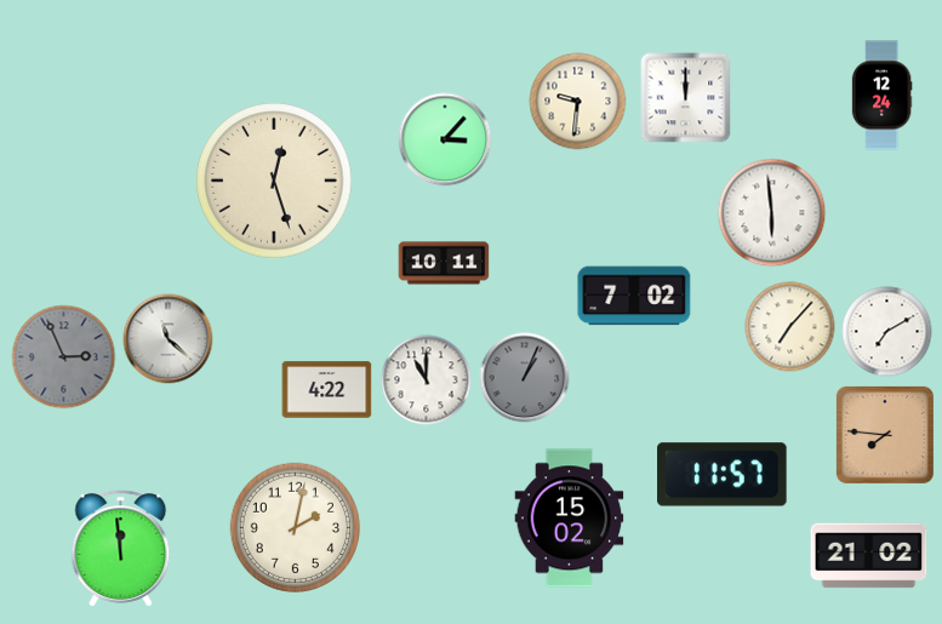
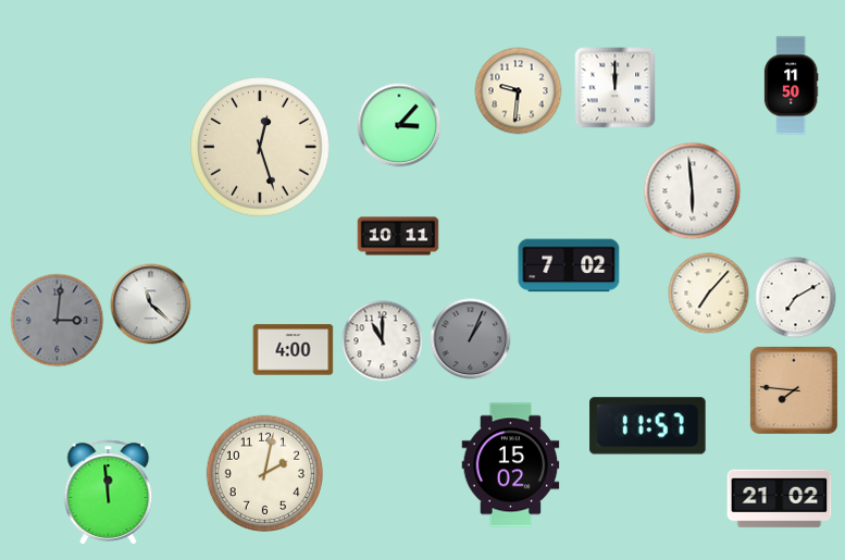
clock at (881, 96): 12:24 -> 11:50
clock at (274, 181) position: (274, 181) -> (260, 147)
clock at (64, 357): 2:56 -> 3:01
clock at (327, 390): 4:22 -> 4:00
